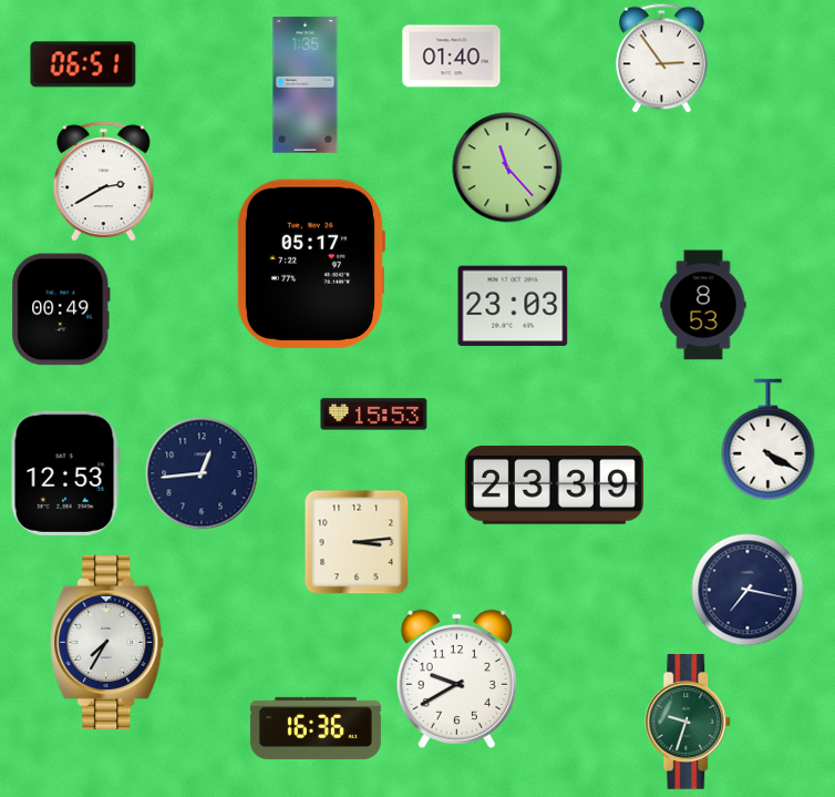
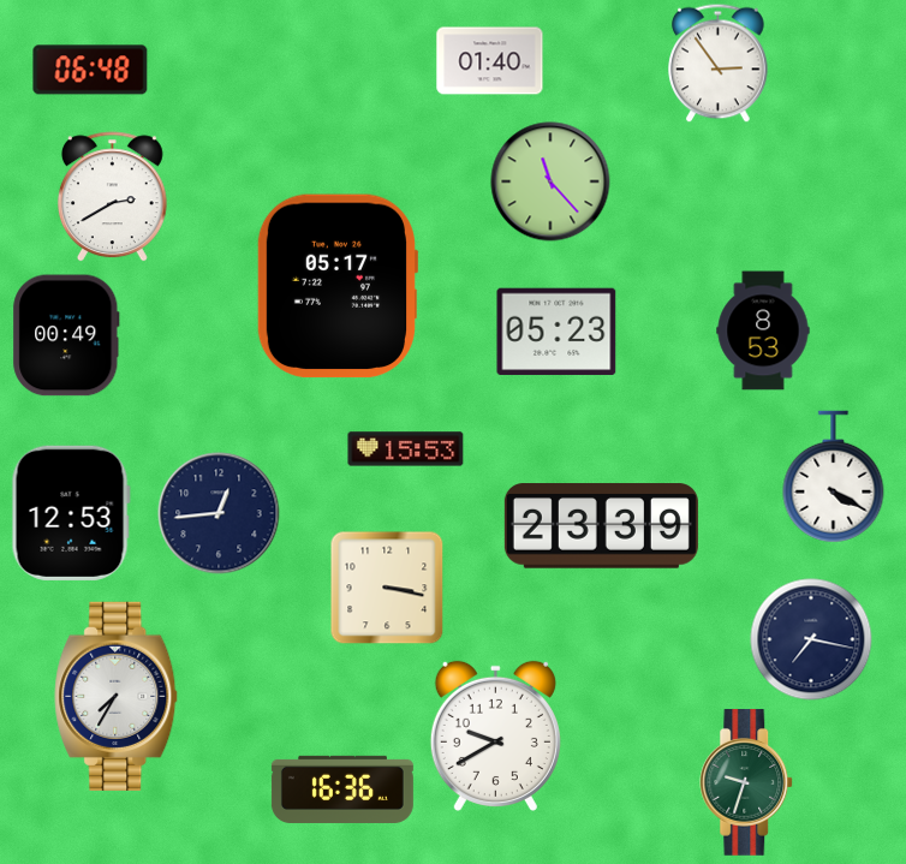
clock at (83, 64): 06:51 -> 06:48
clock at (306, 85): 1:35 -> none
clock at (513, 306): 23:03 -> 05:23
clock at (357, 542): 3:14 -> 3:17
